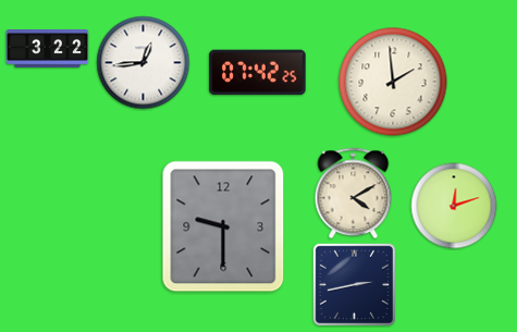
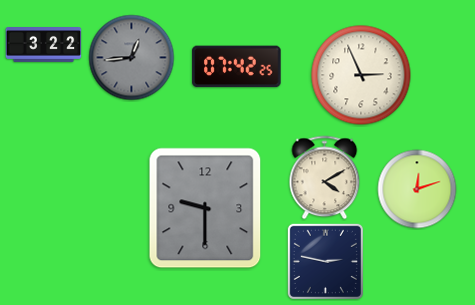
clock at (144, 63) dial: white -> grey
clock at (393, 82): 1:59 -> 2:56
clock at (354, 284): 2:43 -> 2:47
